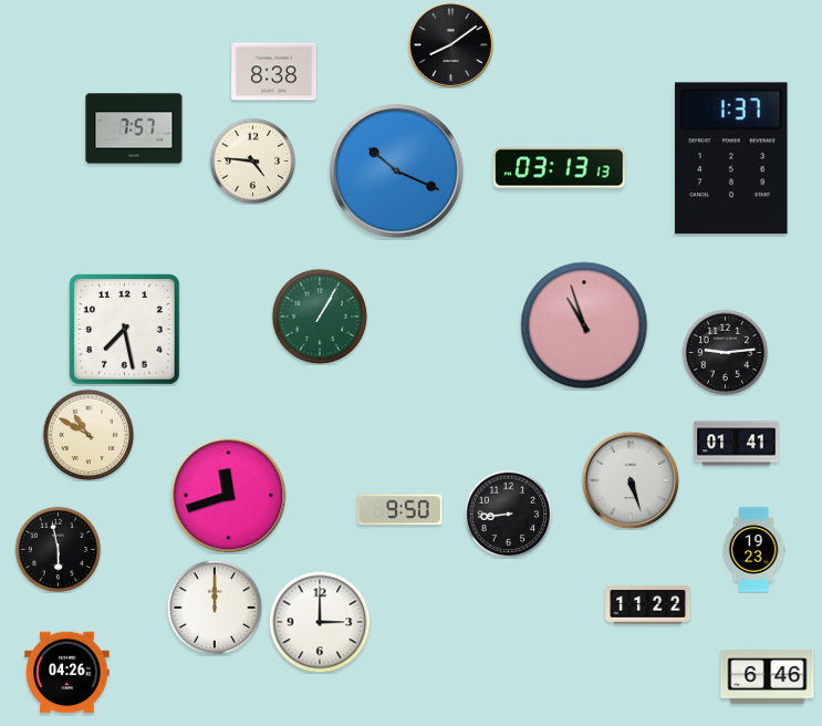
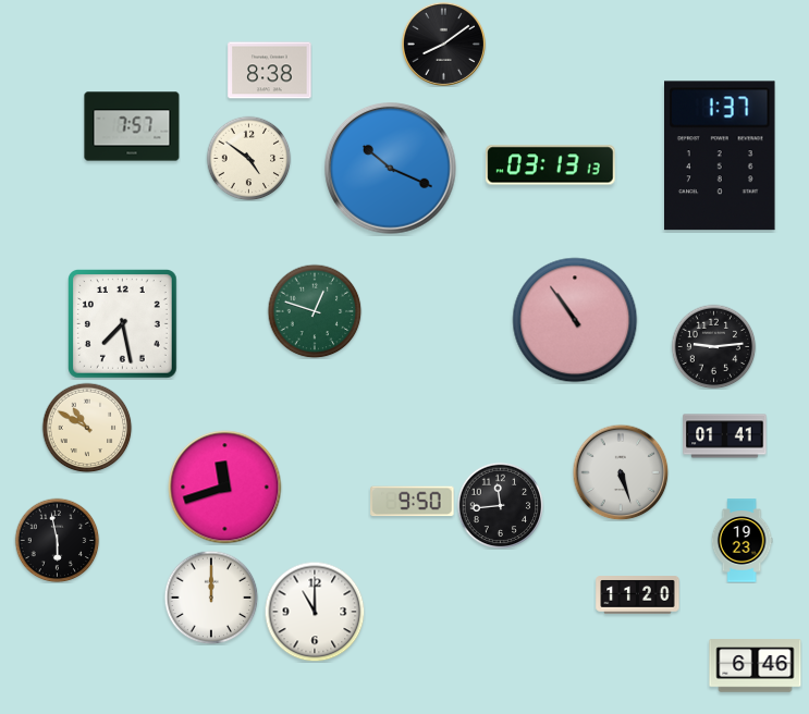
clock at (252, 160): 4:46 -> 4:51
clock at (320, 317): 1:05 -> 12:48
clock at (584, 325): 10:57 -> 10:54
clock at (400, 510) position: (400, 510) -> (413, 502)
clock at (508, 514): 8:44 -> 11:44
clock at (648, 605): 11:22 -> 11:20
clock at (320, 622): 3:00 -> 11:00
clock at (67, 673): 04:26 -> none
